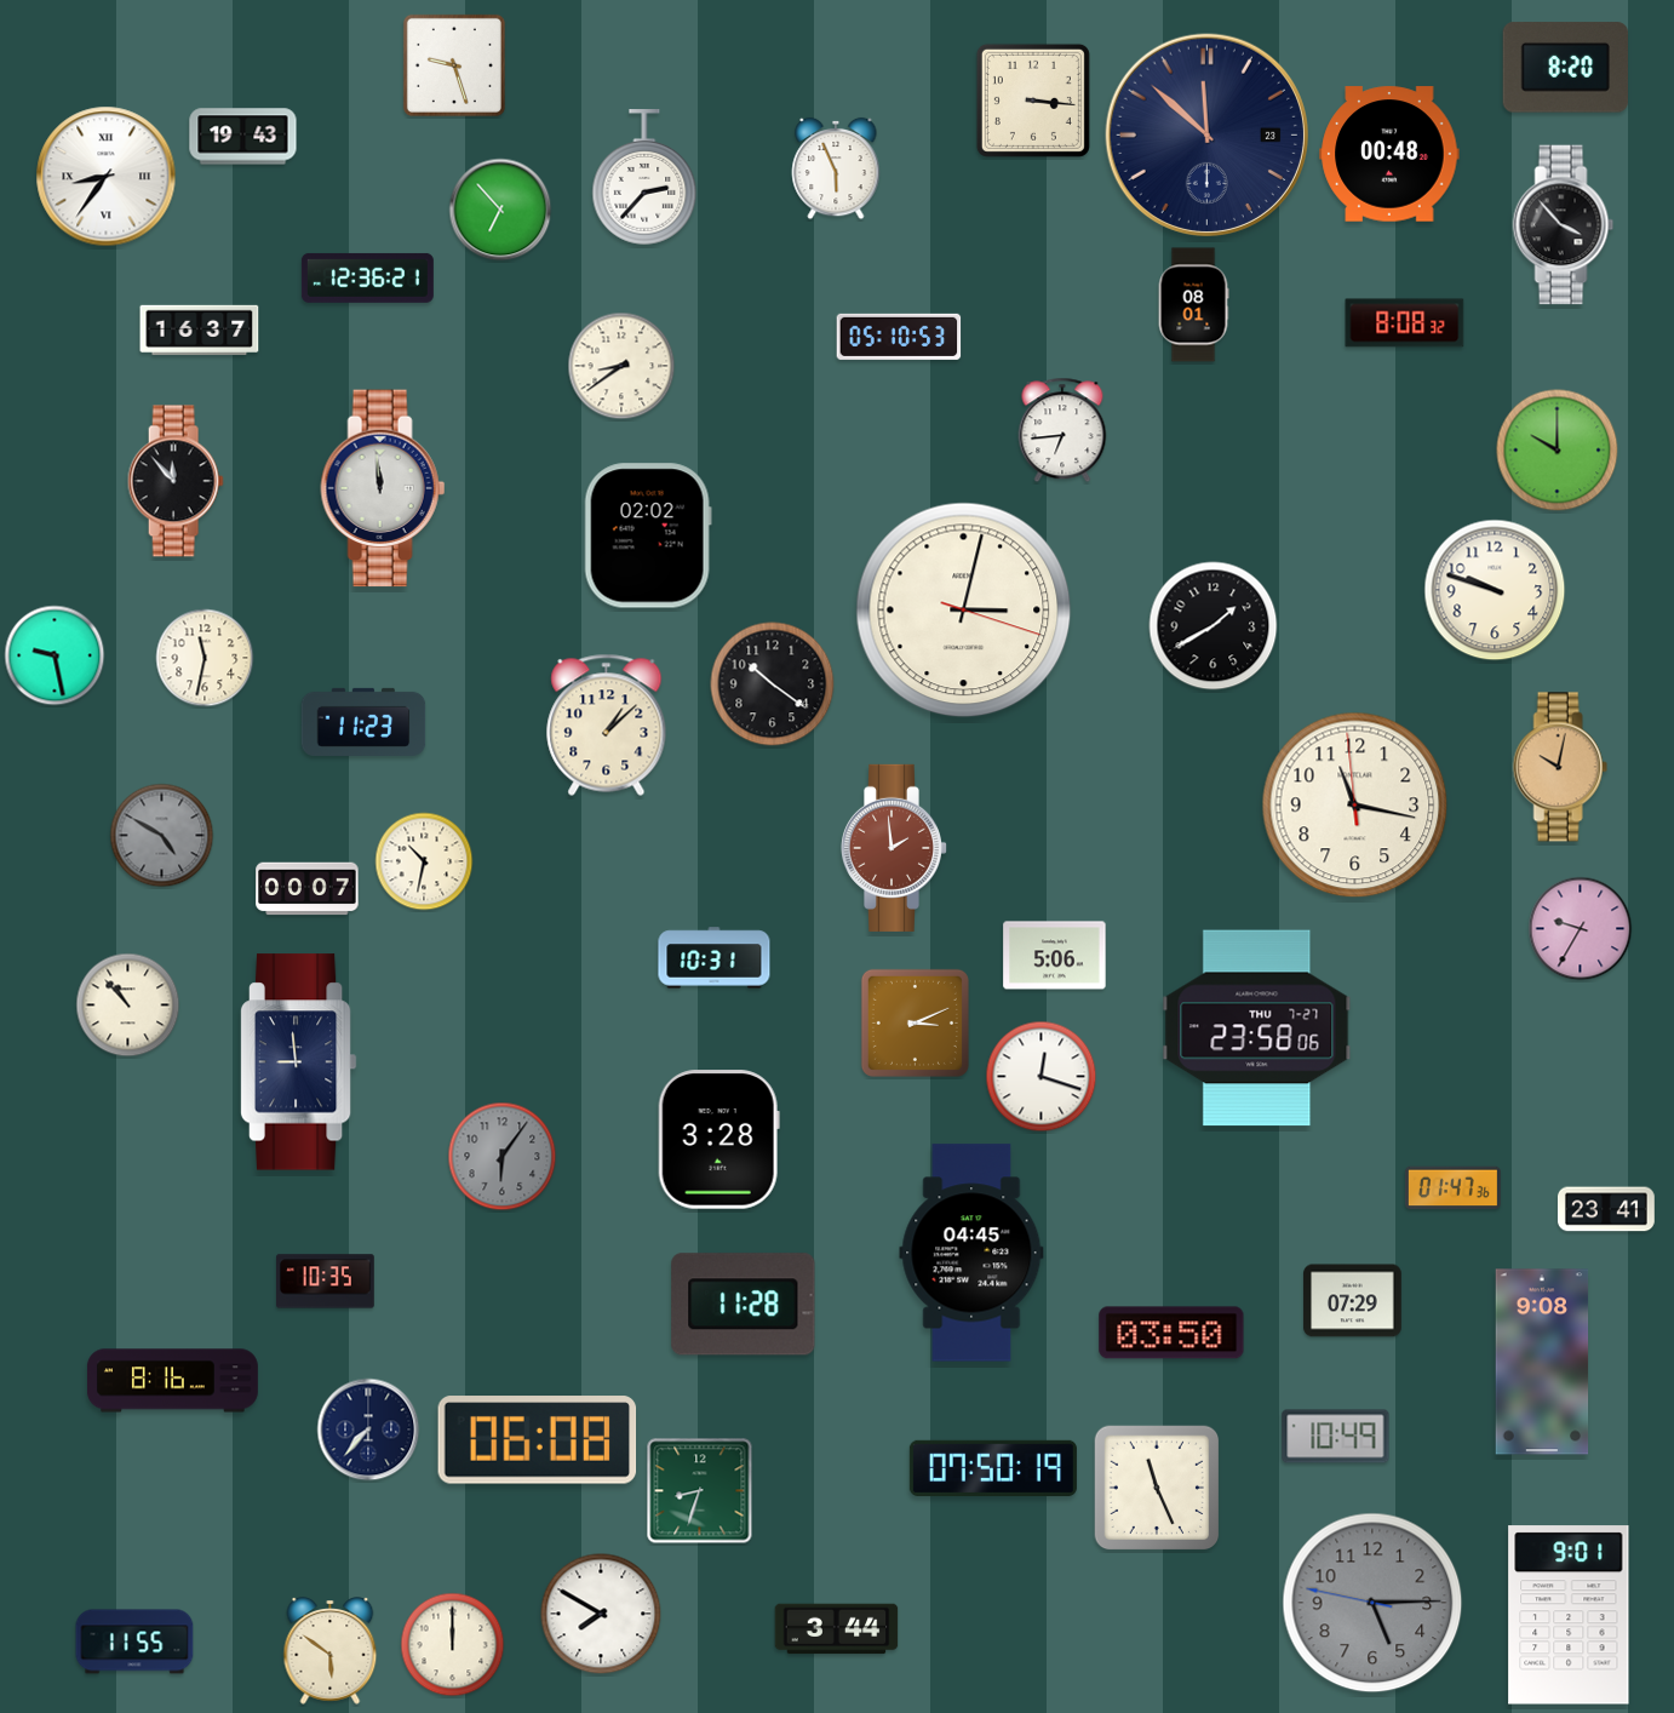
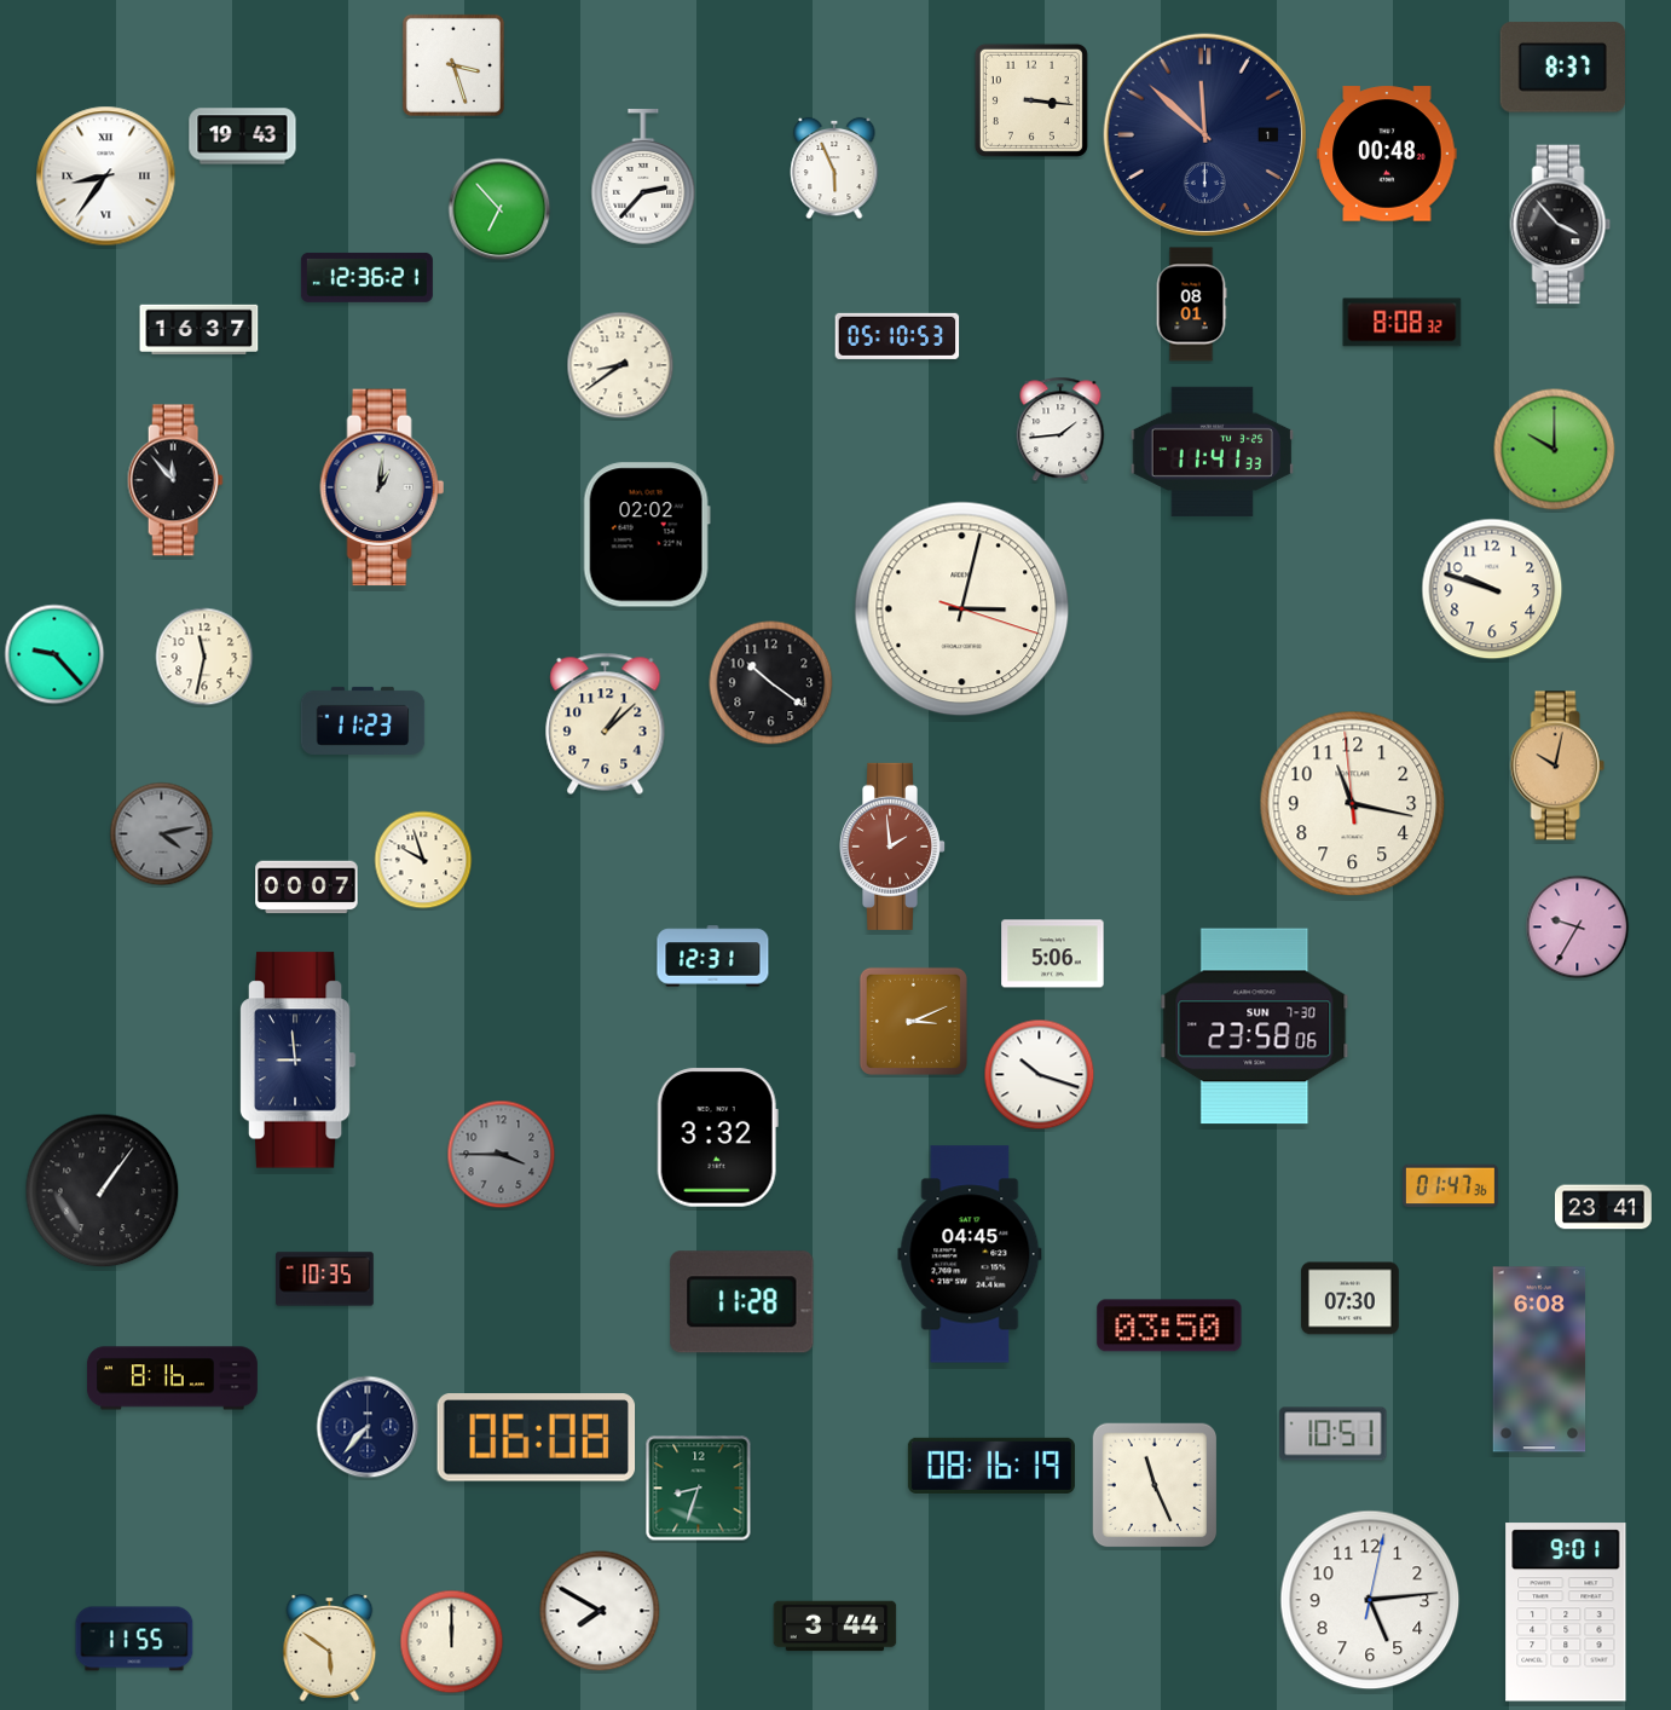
clock at (454, 65): 9:27 -> 3:27
clock at (1565, 68): 8:20 -> 8:37
clock at (1206, 134) date: 23 -> 1
clock at (1062, 430): 6:44 -> 1:44
clock at (1212, 451): none -> 11:41
clock at (383, 488): 11:59 -> 1:01
clock at (1214, 626): 1:40 -> none
clock at (55, 655): 9:28 -> 9:23
clock at (162, 836): 4:50 -> 4:13
clock at (424, 861): 10:32 -> 9:57
clock at (715, 958): 10:31 -> 12:31
clock at (128, 1006): 10:53 -> none
clock at (1257, 1029) date: THU 7-27 -> SUN 7-30
clock at (1042, 1077): 12:18 -> 10:18
clock at (718, 1140): 3:28 -> 3:32
clock at (503, 1157): 6:06 -> 3:45
clock at (103, 1191): none -> 1:06
clock at (971, 1253) position: (971, 1253) -> (970, 1254)
clock at (1353, 1301): 07:29 -> 07:30
clock at (1171, 1333) position: (1171, 1333) -> (1169, 1325)
clock at (1542, 1362): 9:08 -> 6:08
clock at (1336, 1437): 10:49 -> 10:51
clock at (993, 1468): 07:50 -> 08:16
clock at (1372, 1603): 5:14:47 -> 5:14:02
clock at (1372, 1603) dial: grey -> white
